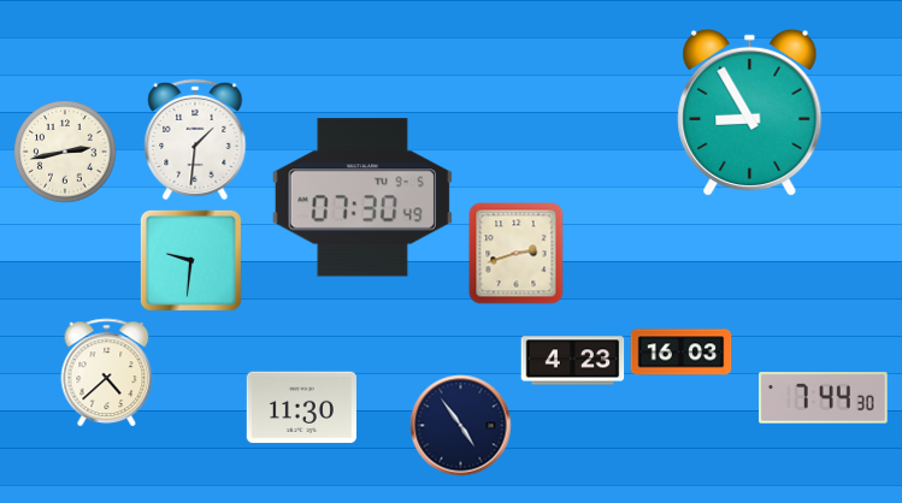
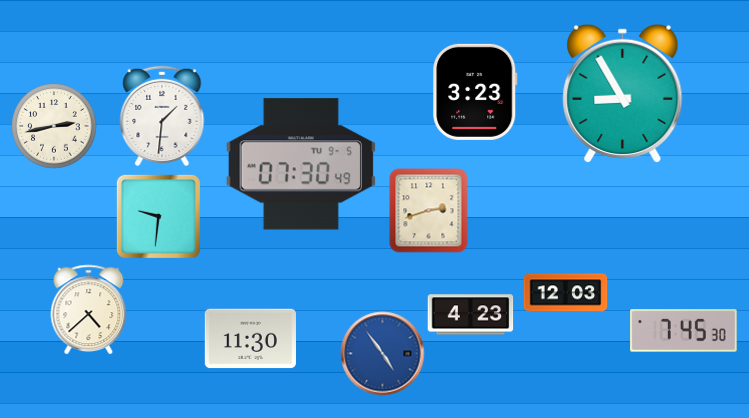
clock at (475, 92): none -> 3:23
clock at (680, 353): 16:03 -> 12:03
clock at (572, 361) position: (572, 361) -> (470, 315)
clock at (824, 398): 7:44 -> 7:45
clock at (460, 425) dial: navy -> blue
